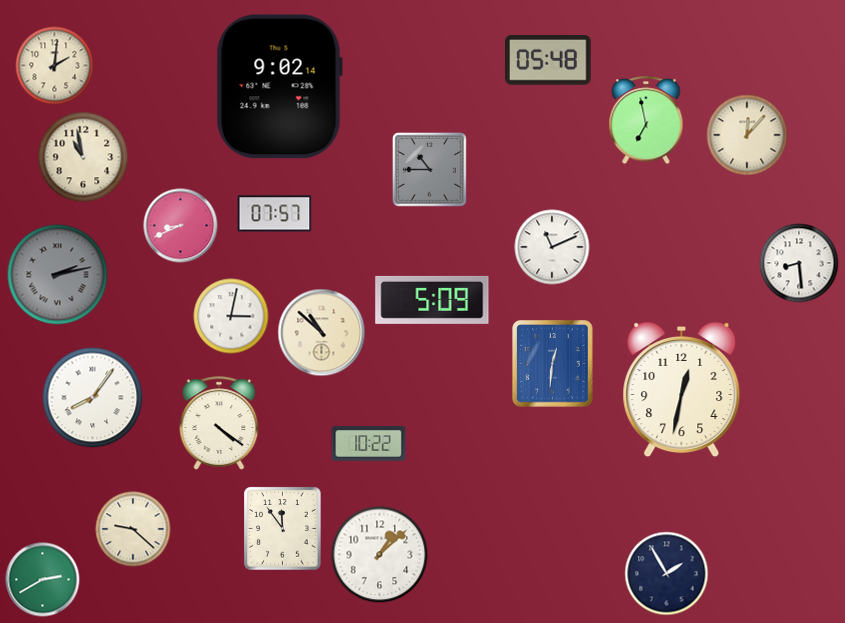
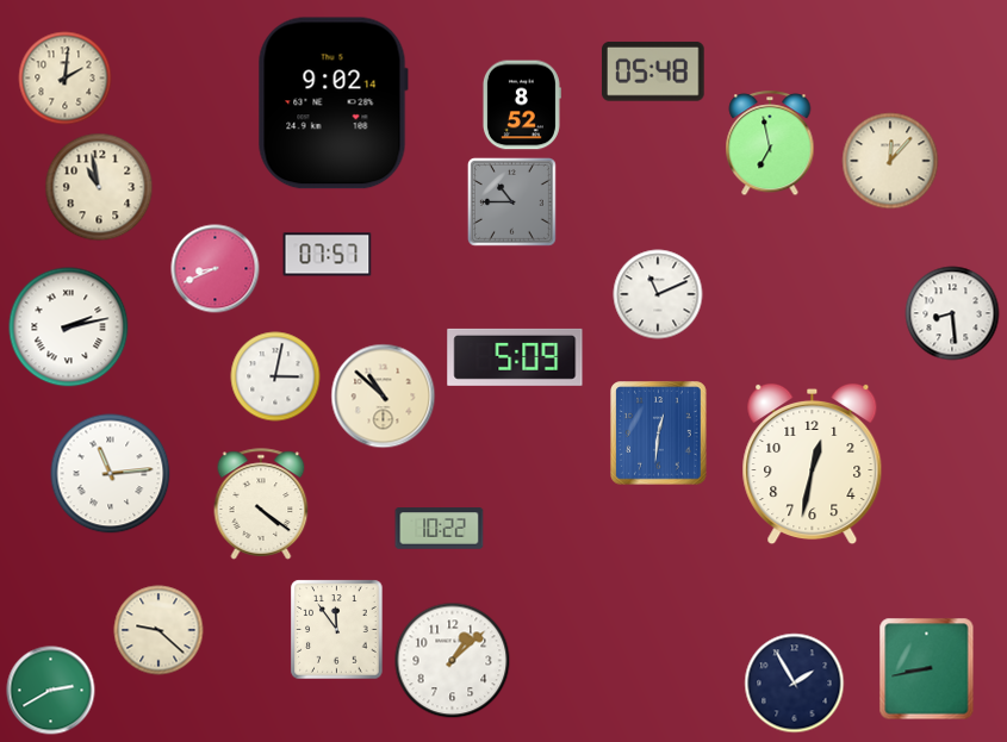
clock at (521, 105): none -> 8:52
clock at (58, 275) dial: grey -> white
clock at (93, 398): 8:06 -> 11:14
clock at (927, 669): none -> 8:43
